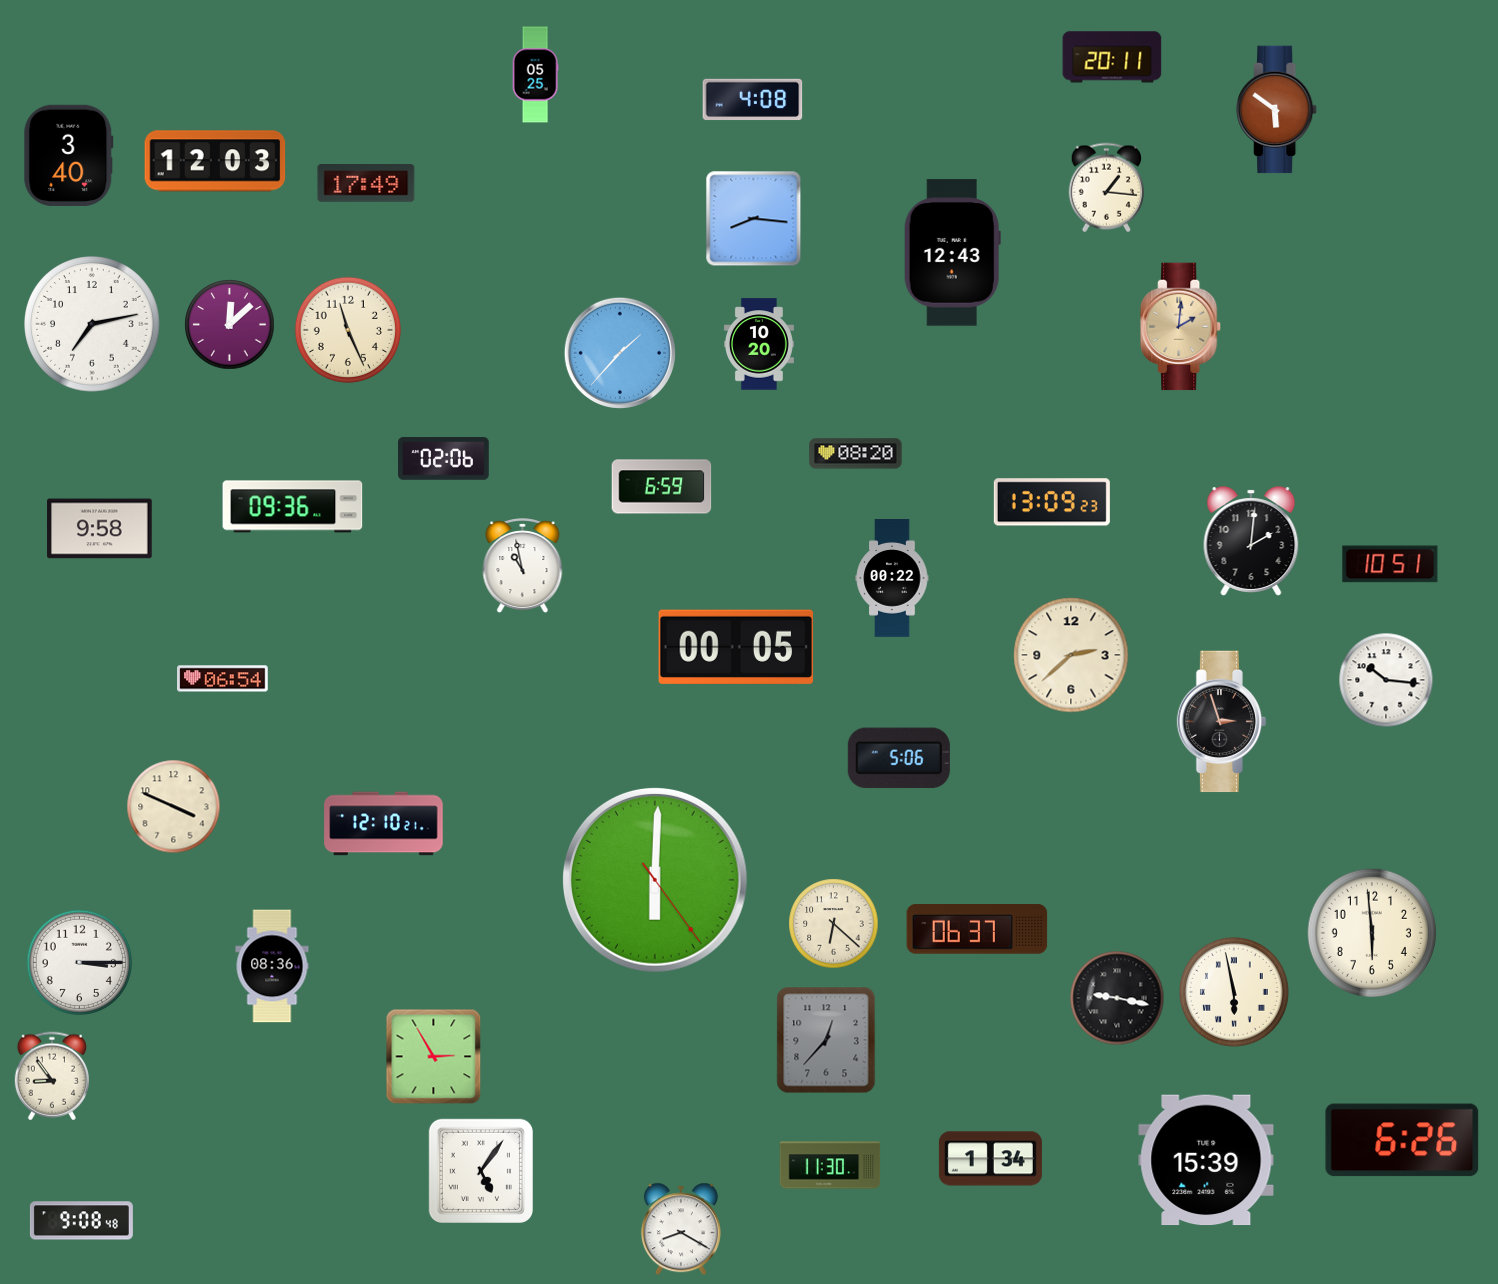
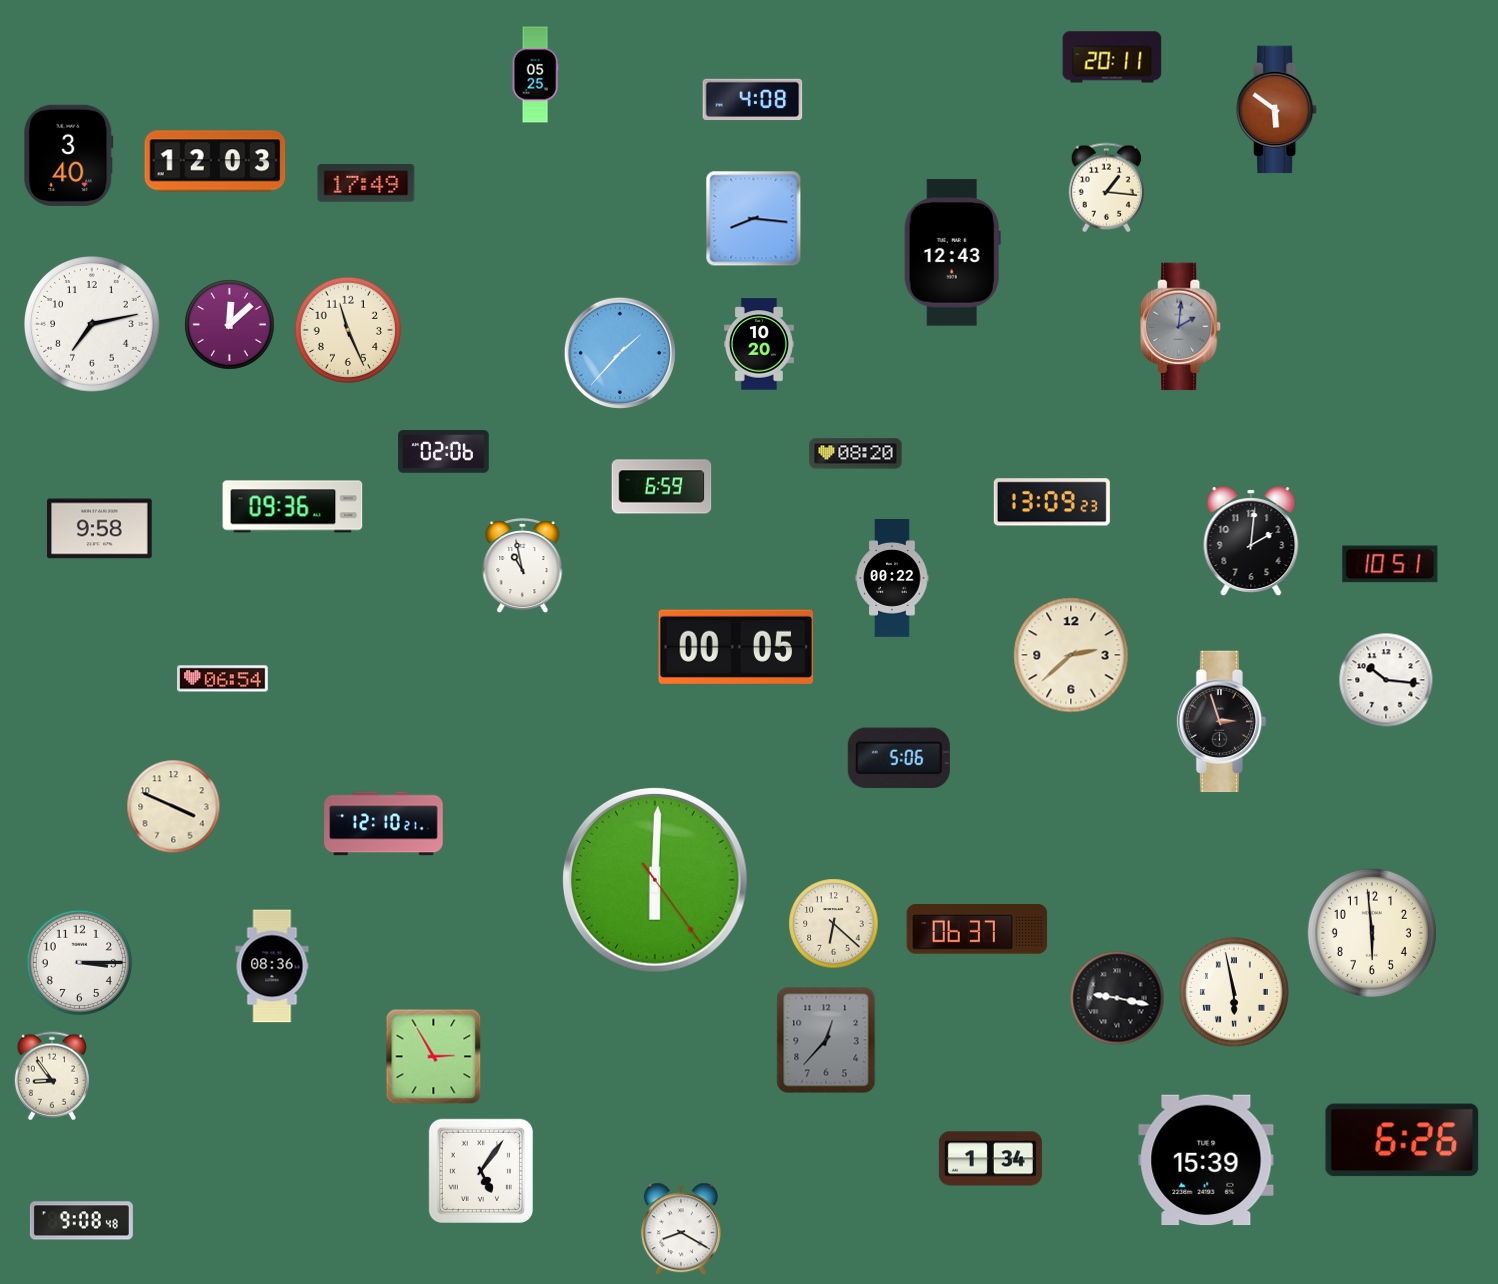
clock at (1181, 327) dial: champagne -> grey
clock at (444, 459) position: (444, 459) -> (444, 452)
clock at (830, 1165): 11:30 -> none
